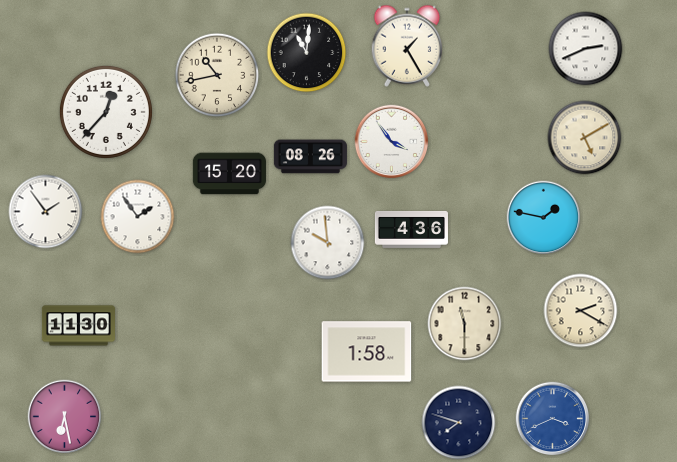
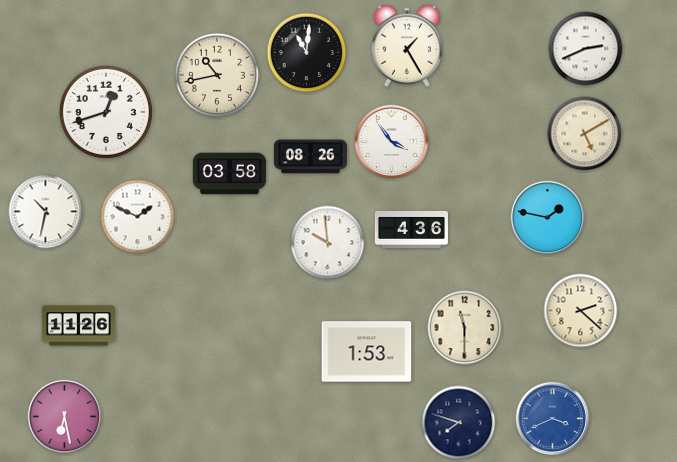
clock at (106, 112): 12:37 -> 12:42
clock at (585, 138) position: (585, 138) -> (585, 134)
clock at (229, 174): 15:20 -> 03:58
clock at (46, 212): 1:54 -> 10:32
clock at (138, 217): 1:54 -> 1:49
clock at (544, 218) position: (544, 218) -> (548, 218)
clock at (581, 311): 2:20 -> 2:22
clock at (465, 324) position: (465, 324) -> (465, 328)
clock at (78, 326): 11:30 -> 11:26
clock at (367, 352): 1:58 -> 1:53
